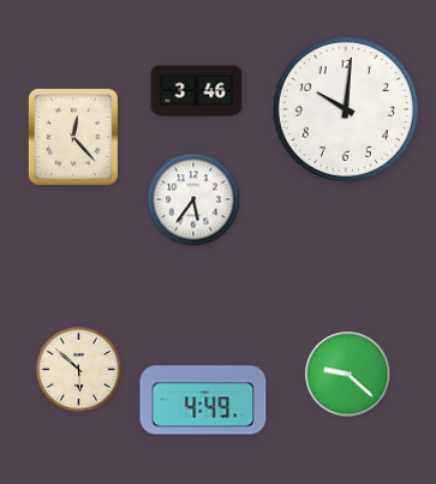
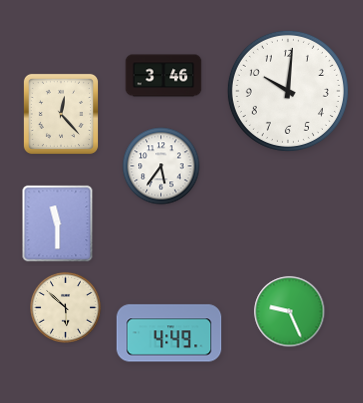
clock at (58, 224): none -> 11:30
clock at (348, 375): 9:22 -> 9:26
